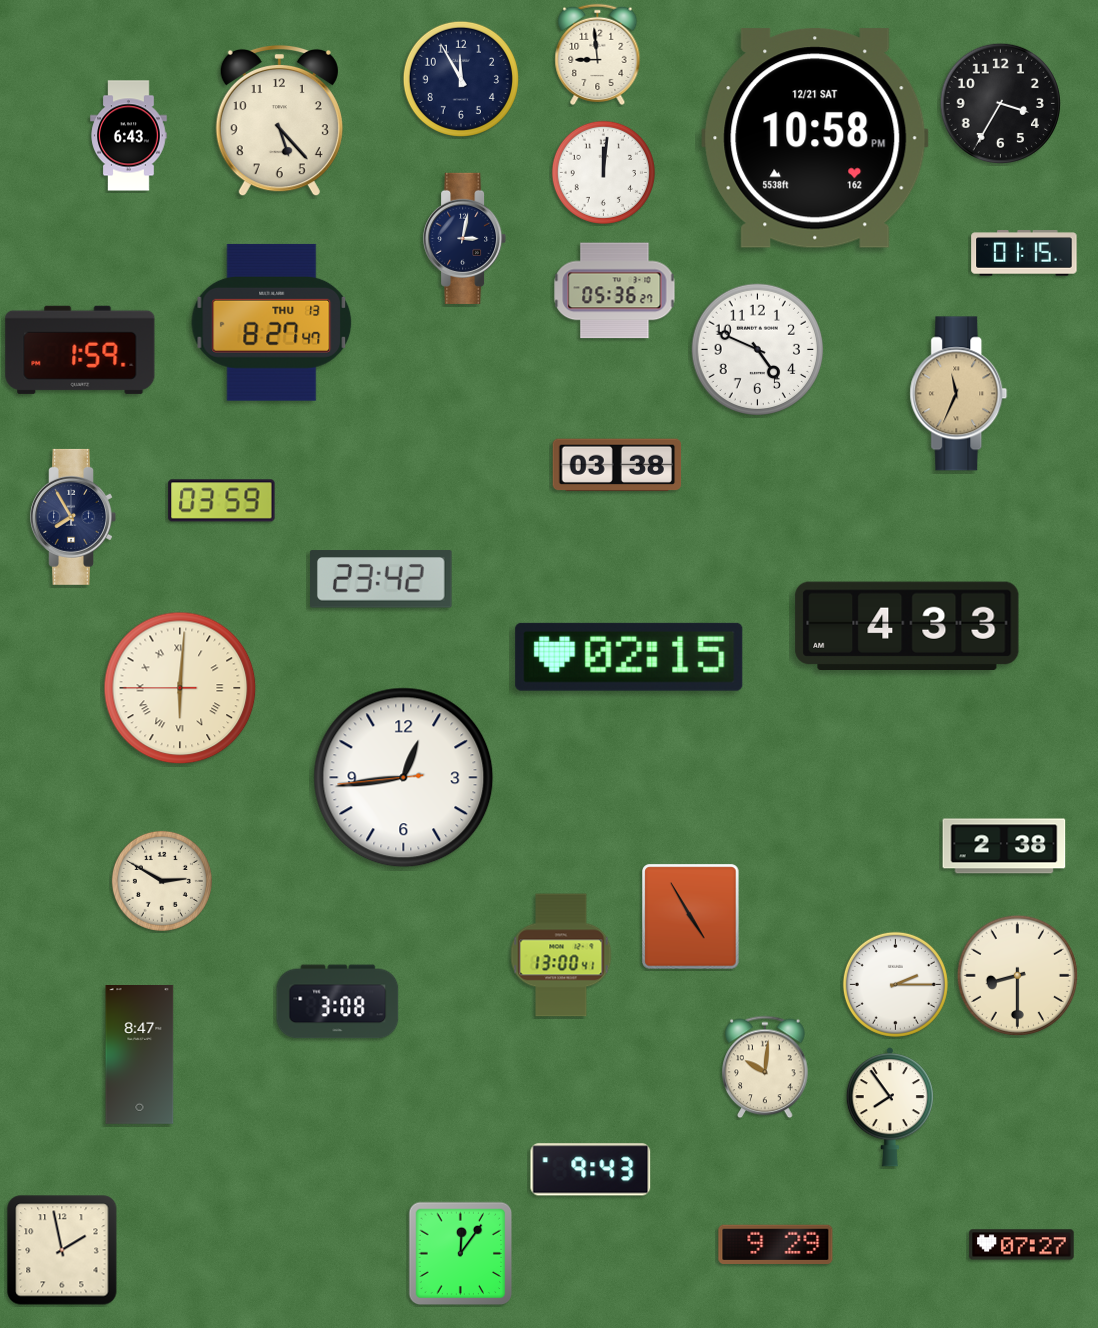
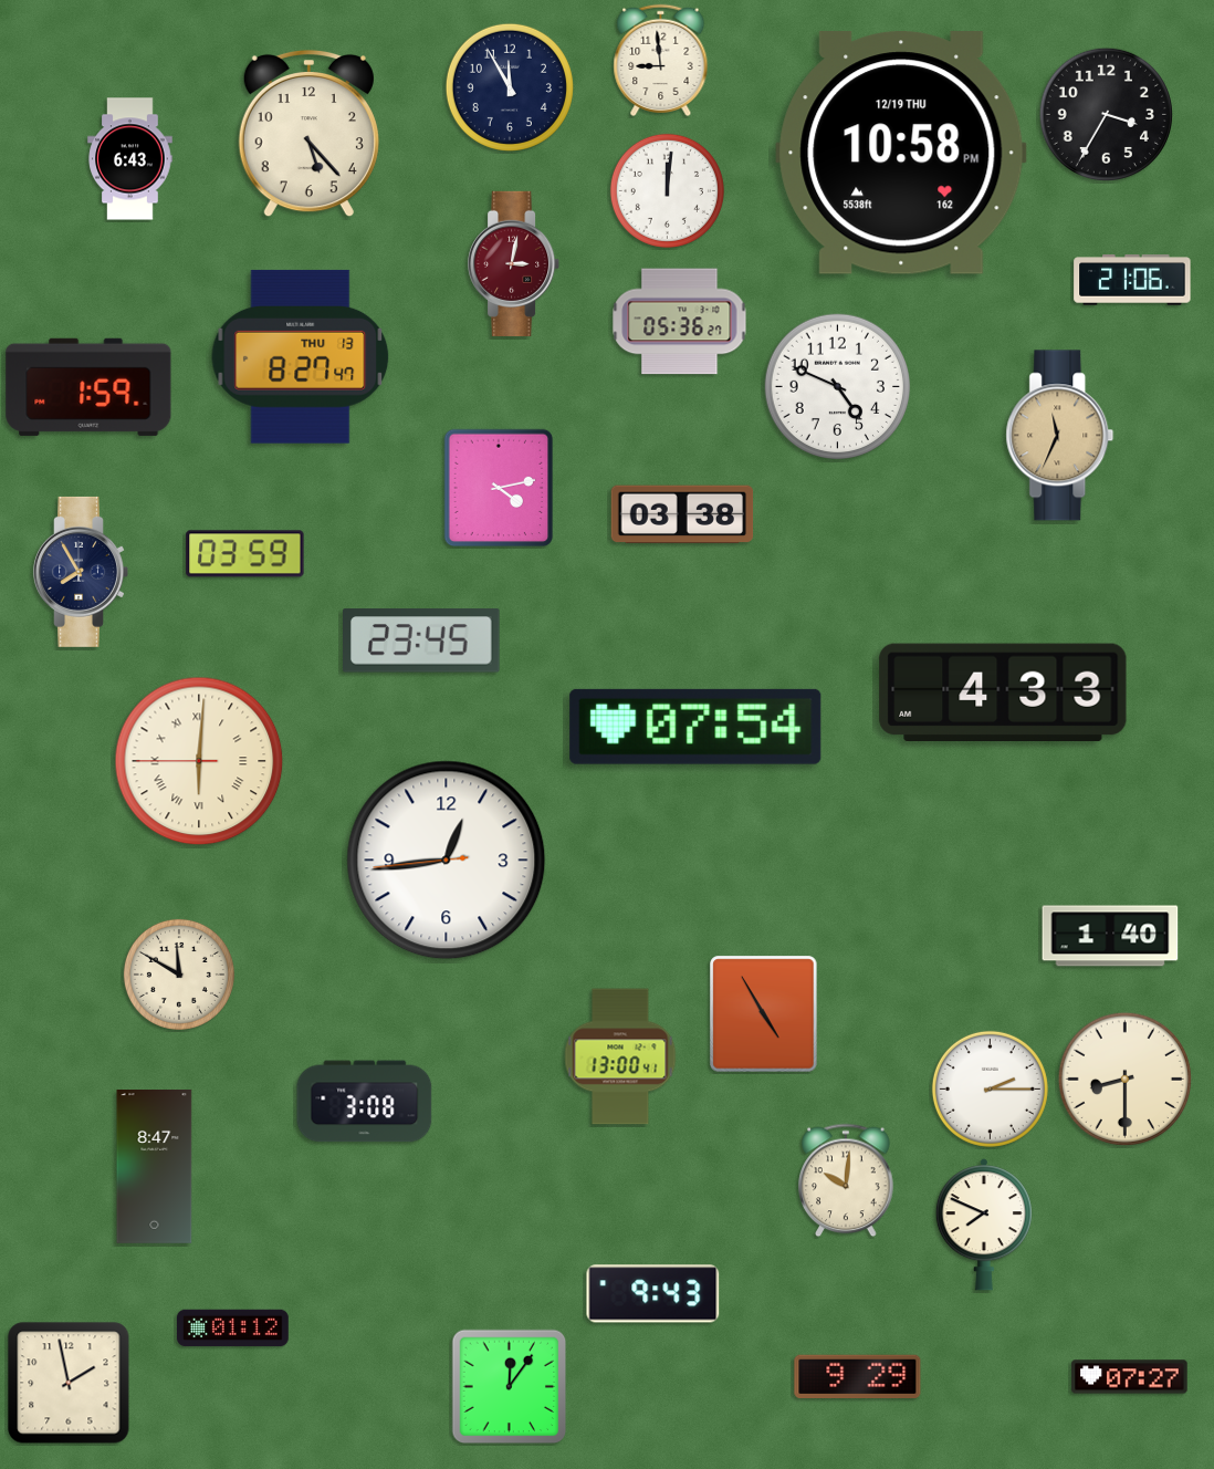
clock at (129, 136) position: (129, 136) -> (130, 159)
clock at (815, 138) date: 12/21 SAT -> 12/19 THU
clock at (465, 238) dial: navy -> burgundy
clock at (1024, 253): 01:15 -> 21:06
clock at (499, 488): none -> 4:13
clock at (382, 579): 23:42 -> 23:45
clock at (629, 657): 02:15 -> 07:54
clock at (1004, 846): 2:38 -> 1:40
clock at (162, 881): 2:50 -> 11:50
clock at (338, 1002) position: (338, 1002) -> (365, 1102)
clock at (890, 1107): 7:54 -> 7:49
clock at (233, 1329): none -> 01:12
